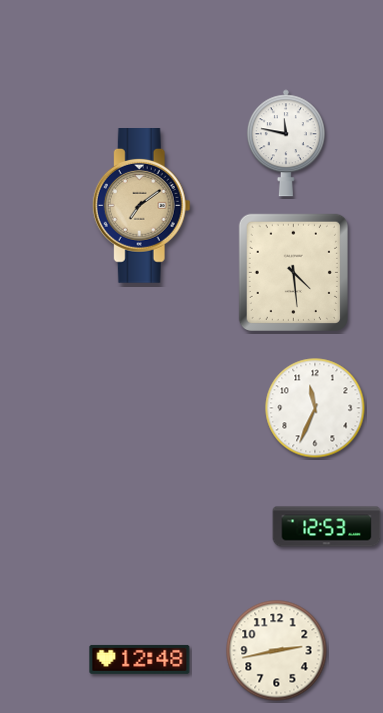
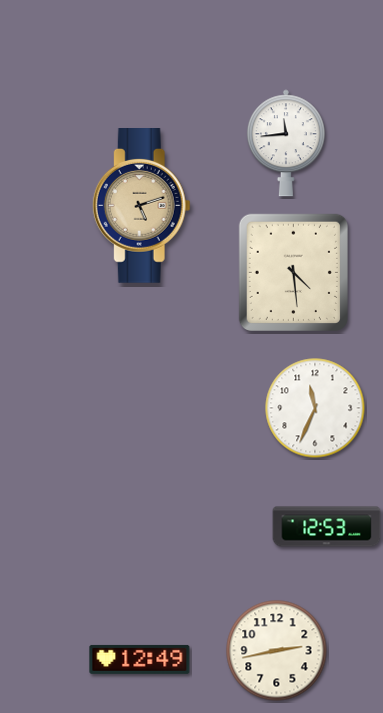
clock at (286, 143): 11:47 -> 11:44
clock at (141, 206): 7:09 -> 5:12
clock at (140, 659): 12:48 -> 12:49
